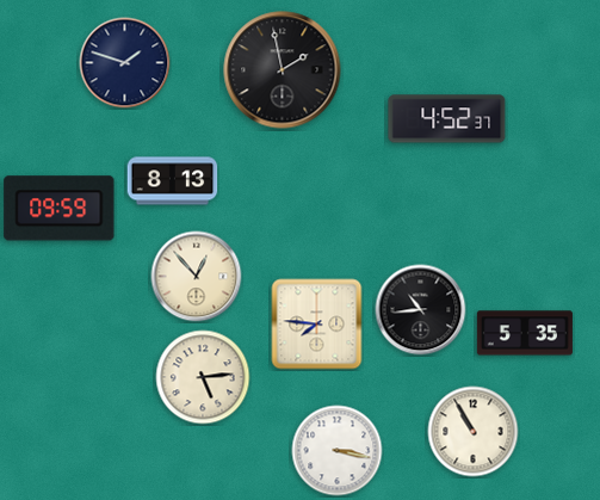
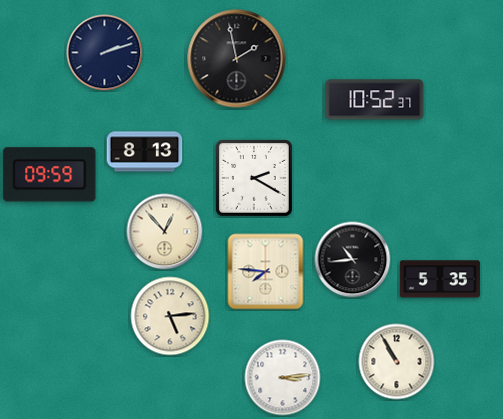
clock at (125, 63): 1:48 -> 2:12
clock at (447, 119): 4:52 -> 10:52
clock at (255, 179): none -> 2:20
clock at (338, 451): 3:17 -> 3:14
